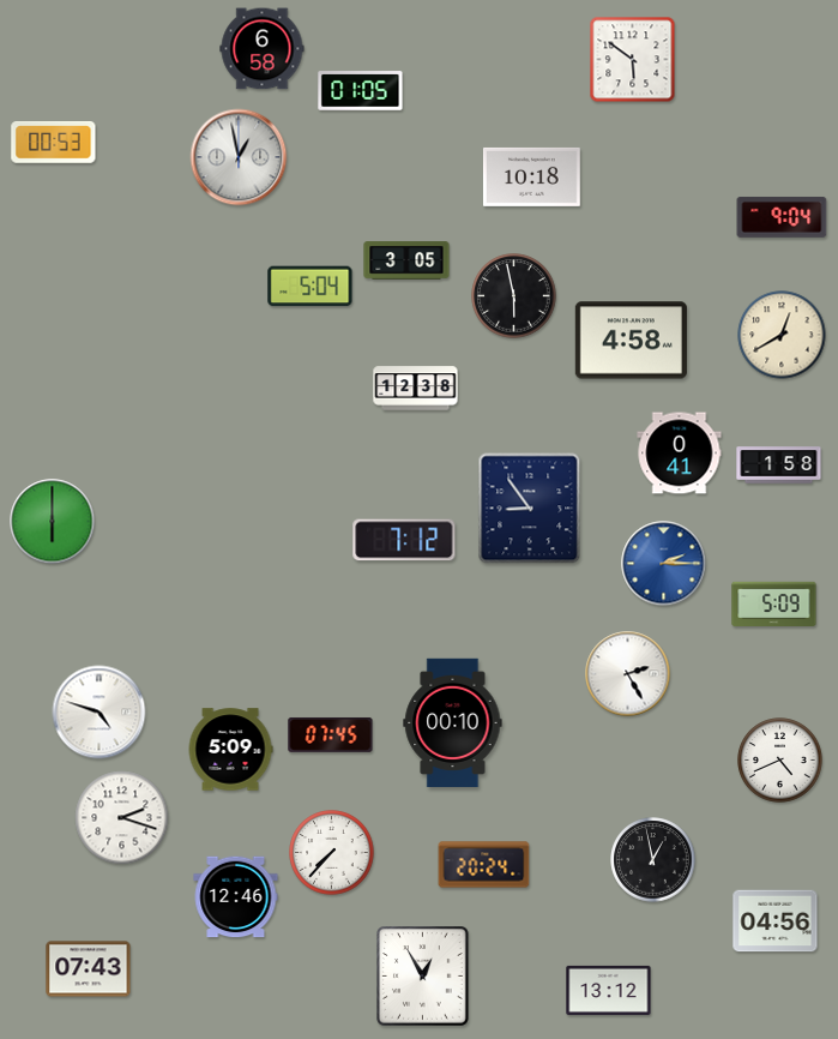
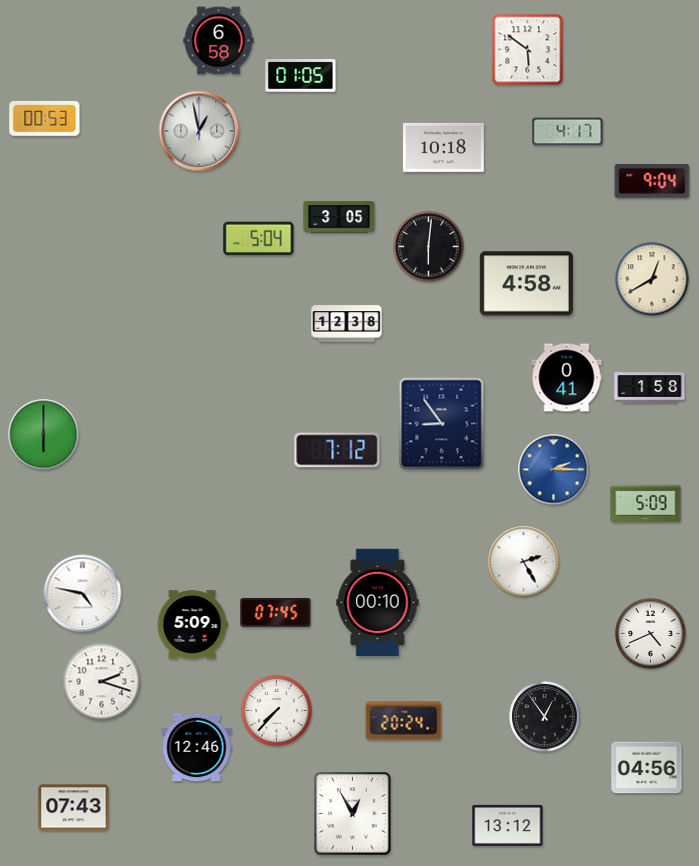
clock at (568, 132): none -> 4:17
clock at (514, 296): 5:58 -> 6:01
clock at (100, 713): 4:48 -> 4:47
clock at (653, 860): 12:58 -> 12:54
